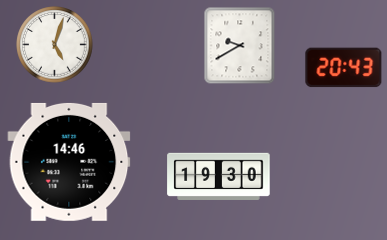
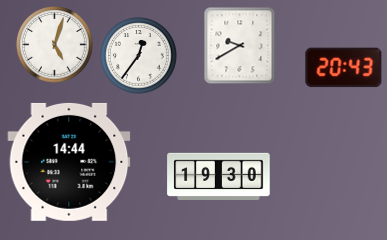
clock at (139, 56): none -> 12:36
clock at (69, 162): 14:46 -> 14:44
